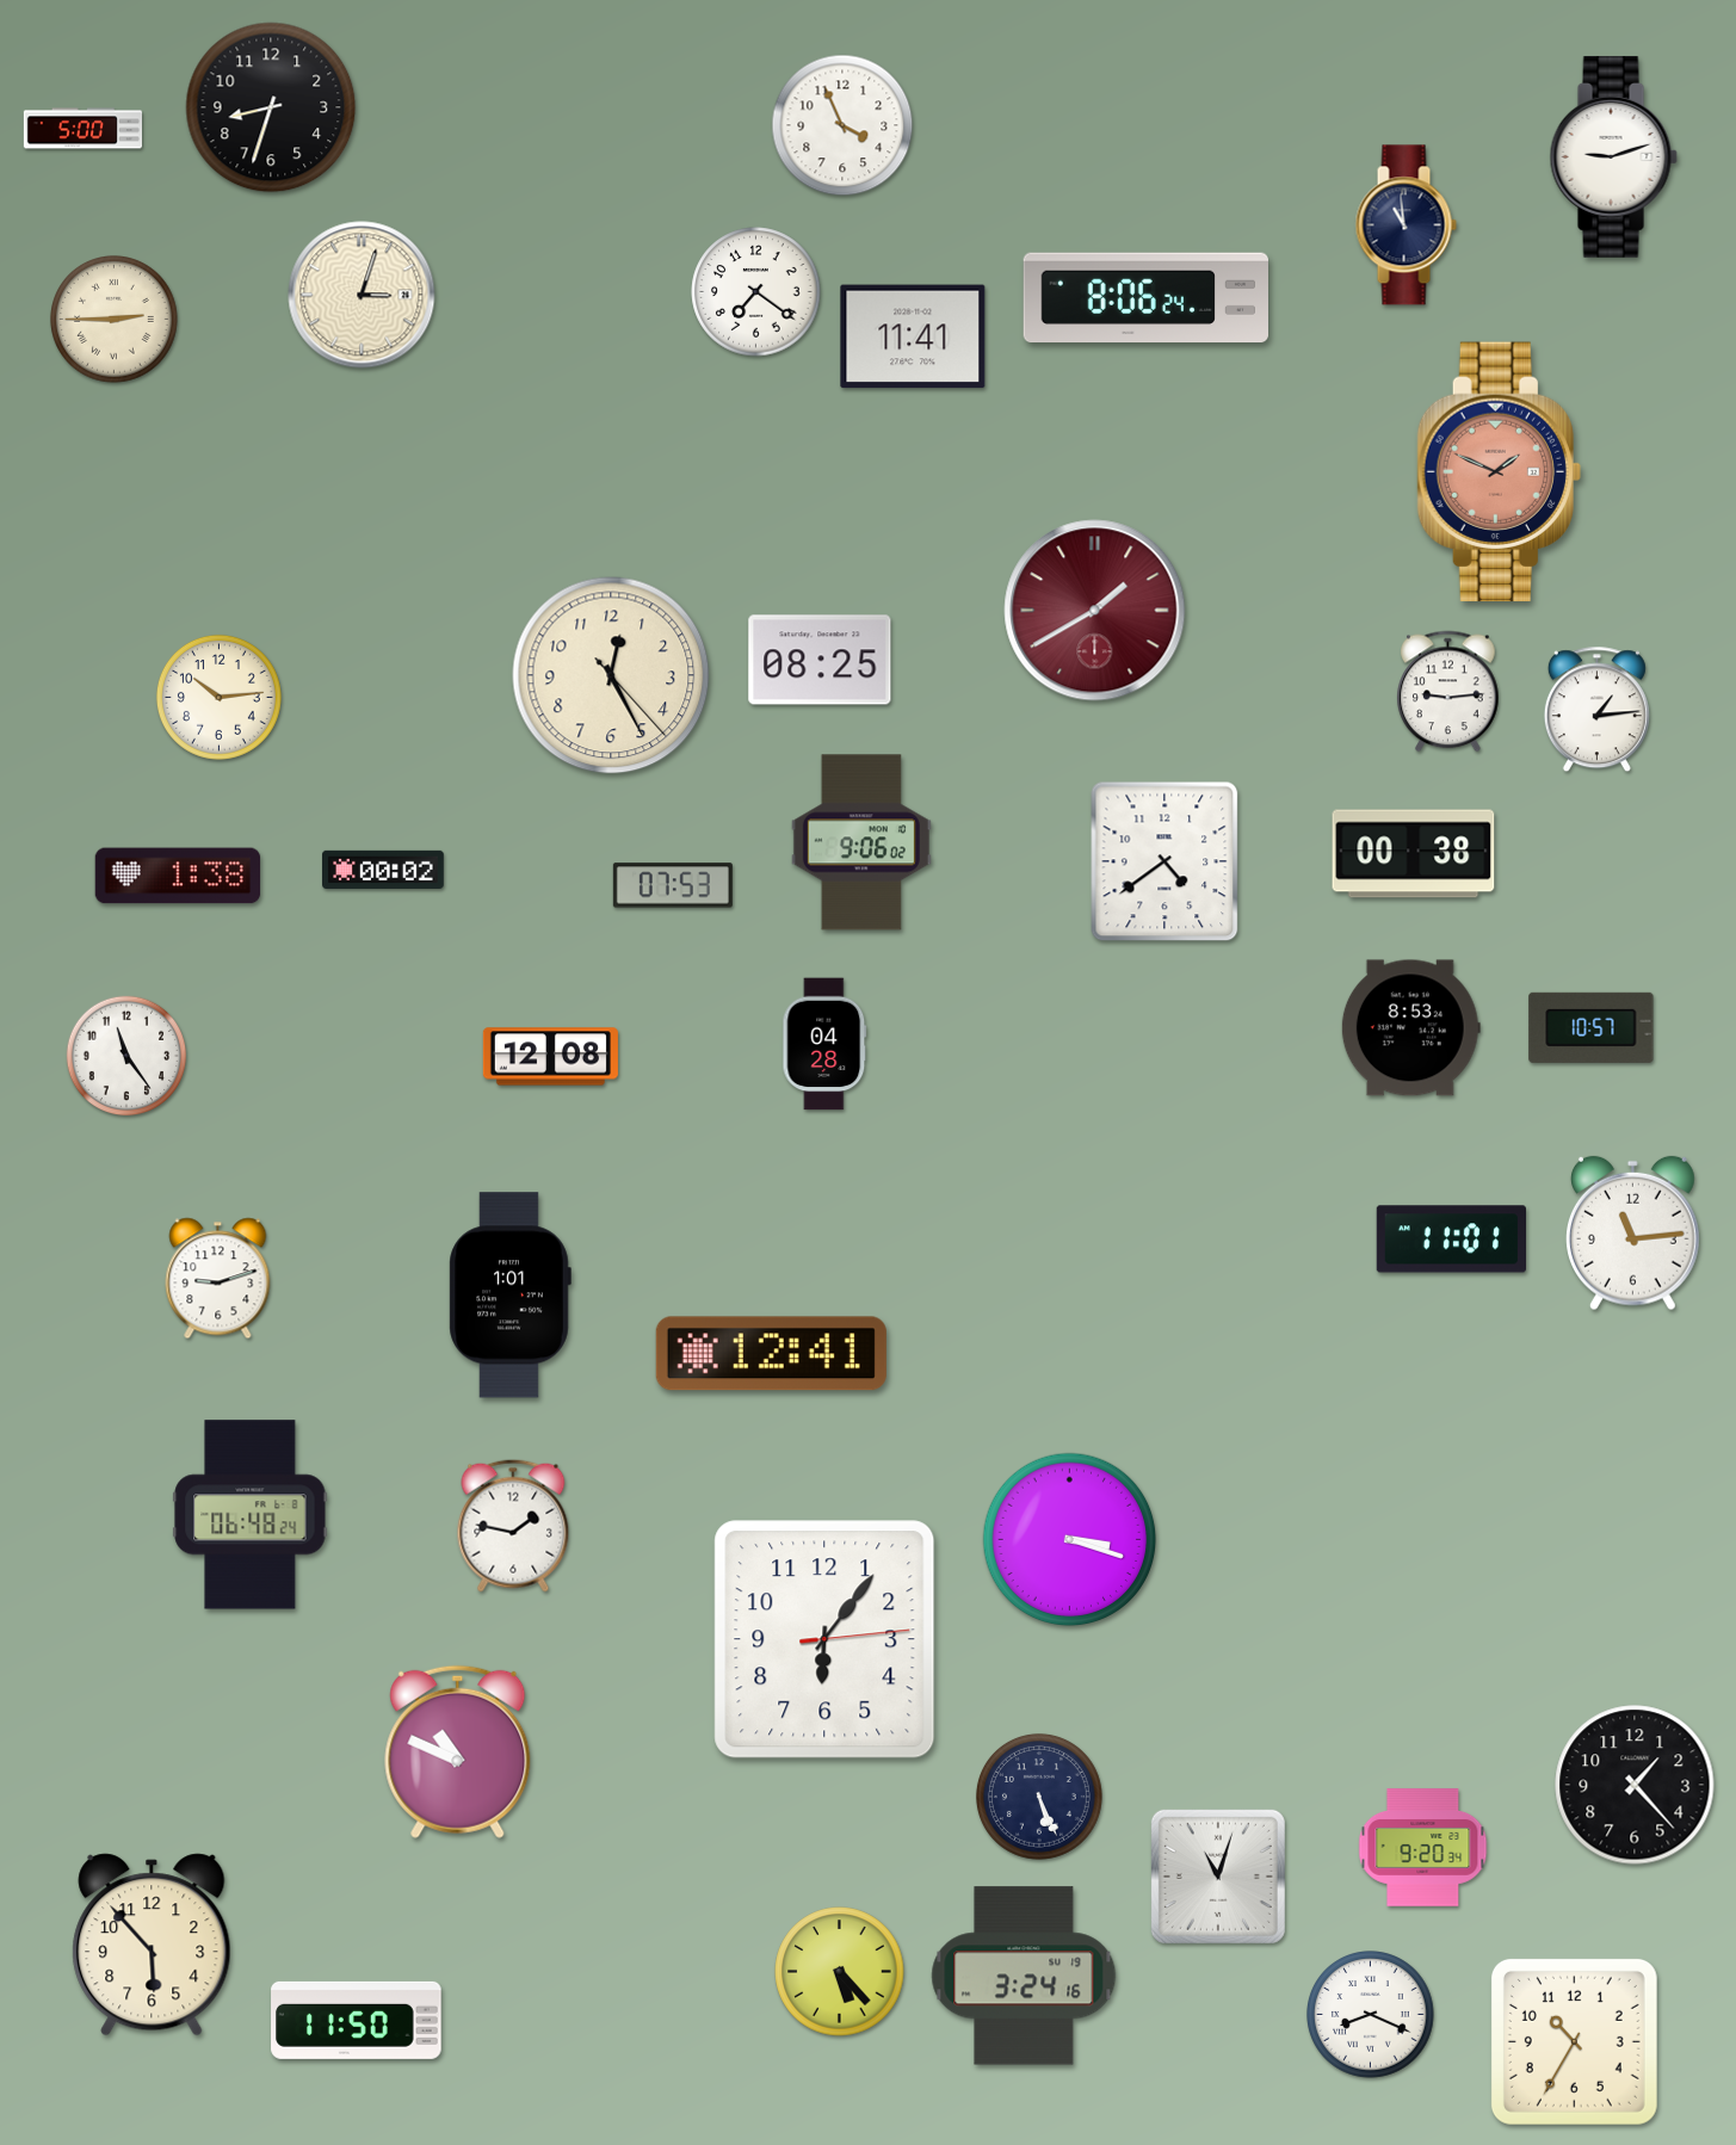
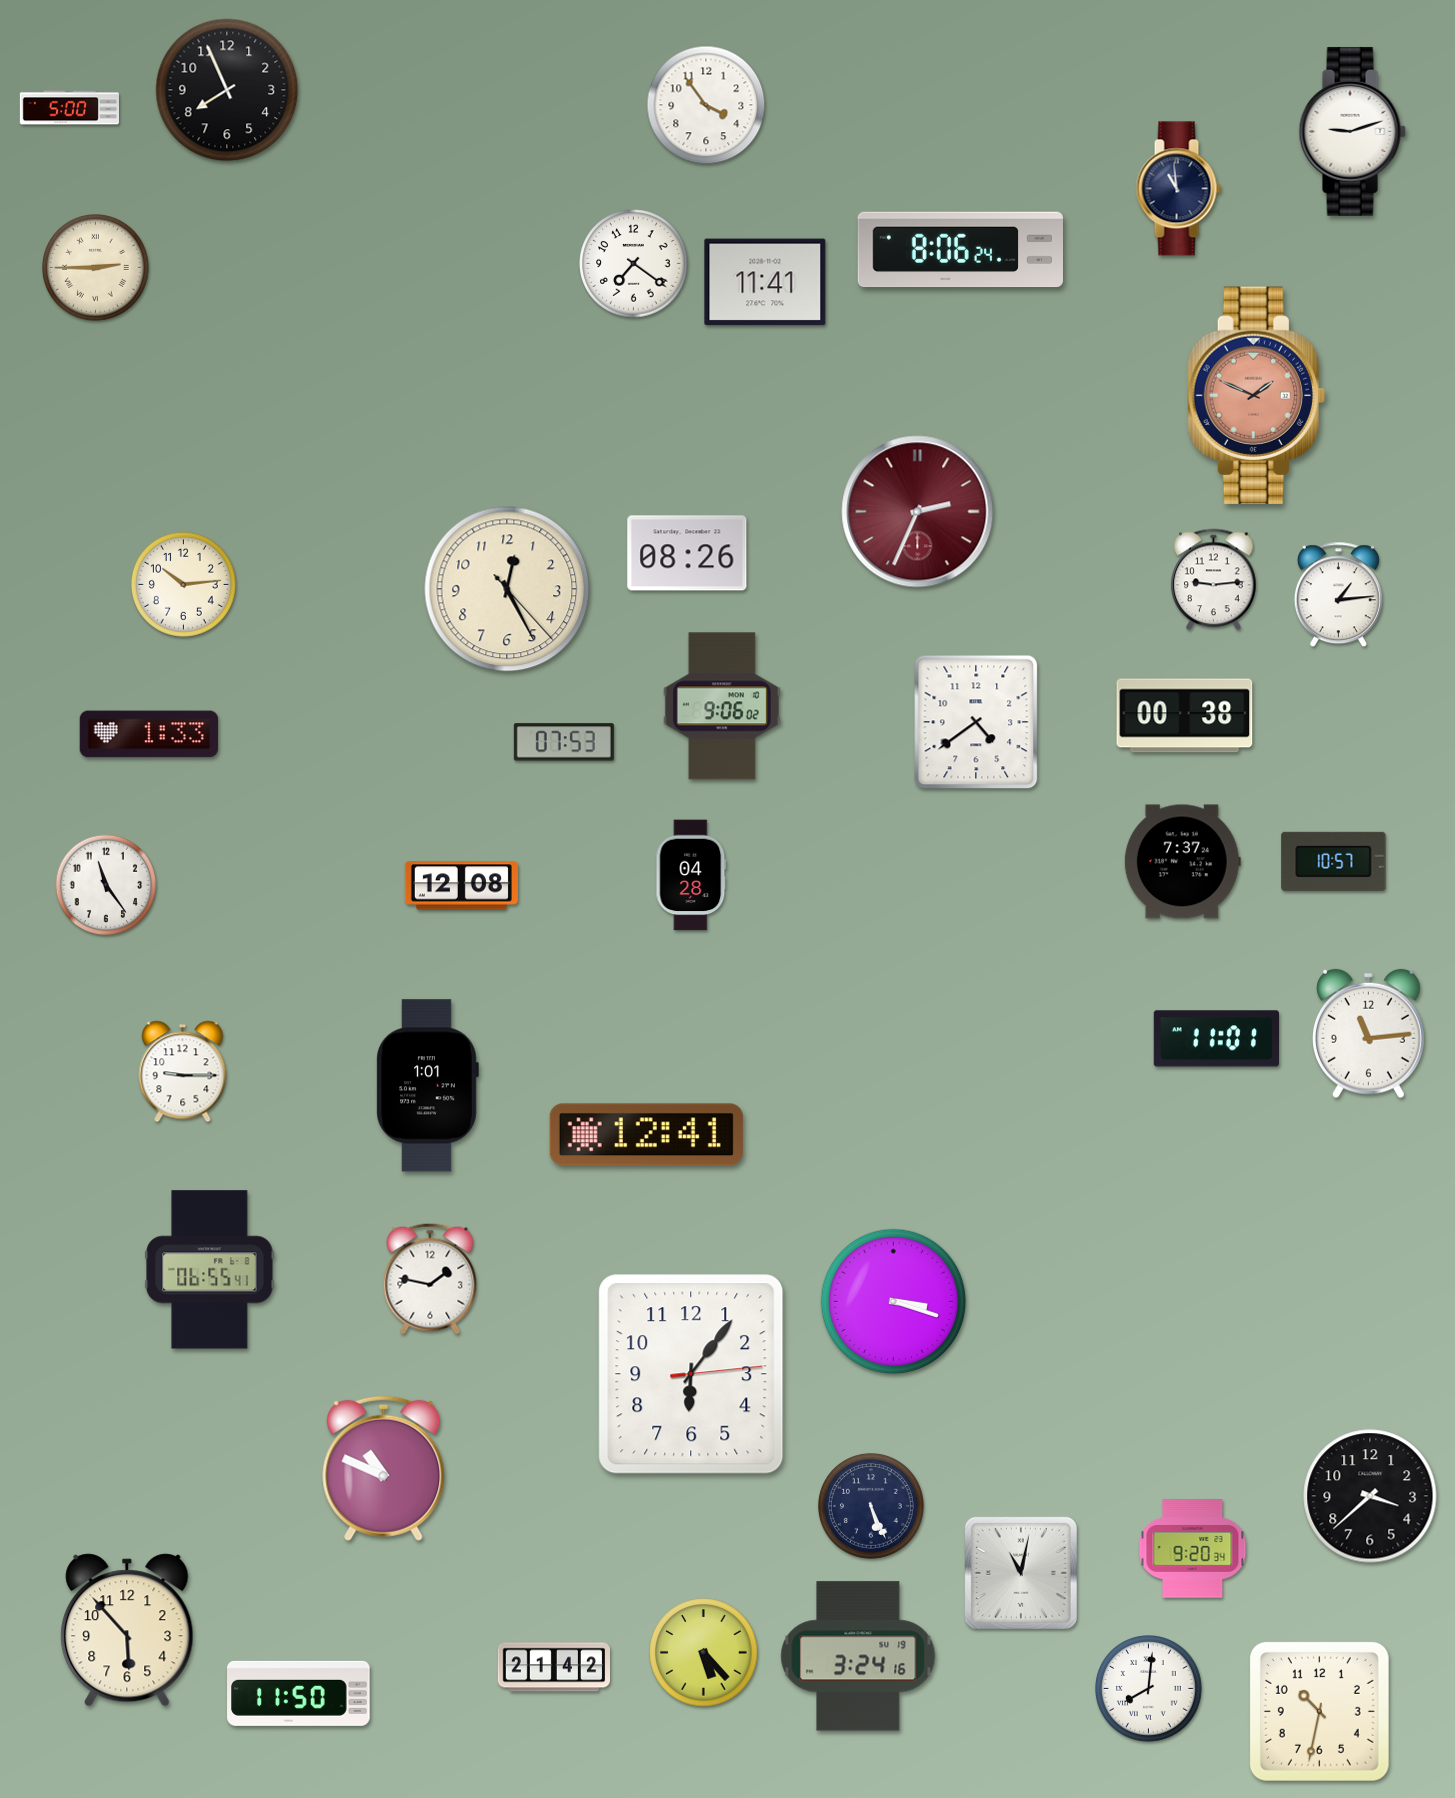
clock at (271, 107): 8:33 -> 7:56
clock at (842, 125): 3:56 -> 3:54
clock at (756, 292) position: (756, 292) -> (634, 264)
clock at (362, 295): 3:03 -> none
clock at (1095, 611): 1:40 -> 2:34
clock at (820, 660): 08:25 -> 08:26
clock at (611, 675) position: (611, 675) -> (507, 589)
clock at (384, 870): 00:02 -> none
clock at (178, 876): 1:38 -> 1:33
clock at (1410, 1028): 8:53 -> 7:37
clock at (218, 1279): 9:12 -> 9:15
clock at (251, 1515): 06:48 -> 06:55
clock at (1070, 1540) position: (1070, 1540) -> (894, 1302)
clock at (1635, 1785): 1:23 -> 3:38
clock at (1218, 1877): 11:03 -> 11:02
clock at (553, 1667): none -> 21:42
clock at (1371, 2015): 8:19 -> 8:01
clock at (1574, 2041): 10:35 -> 10:32
